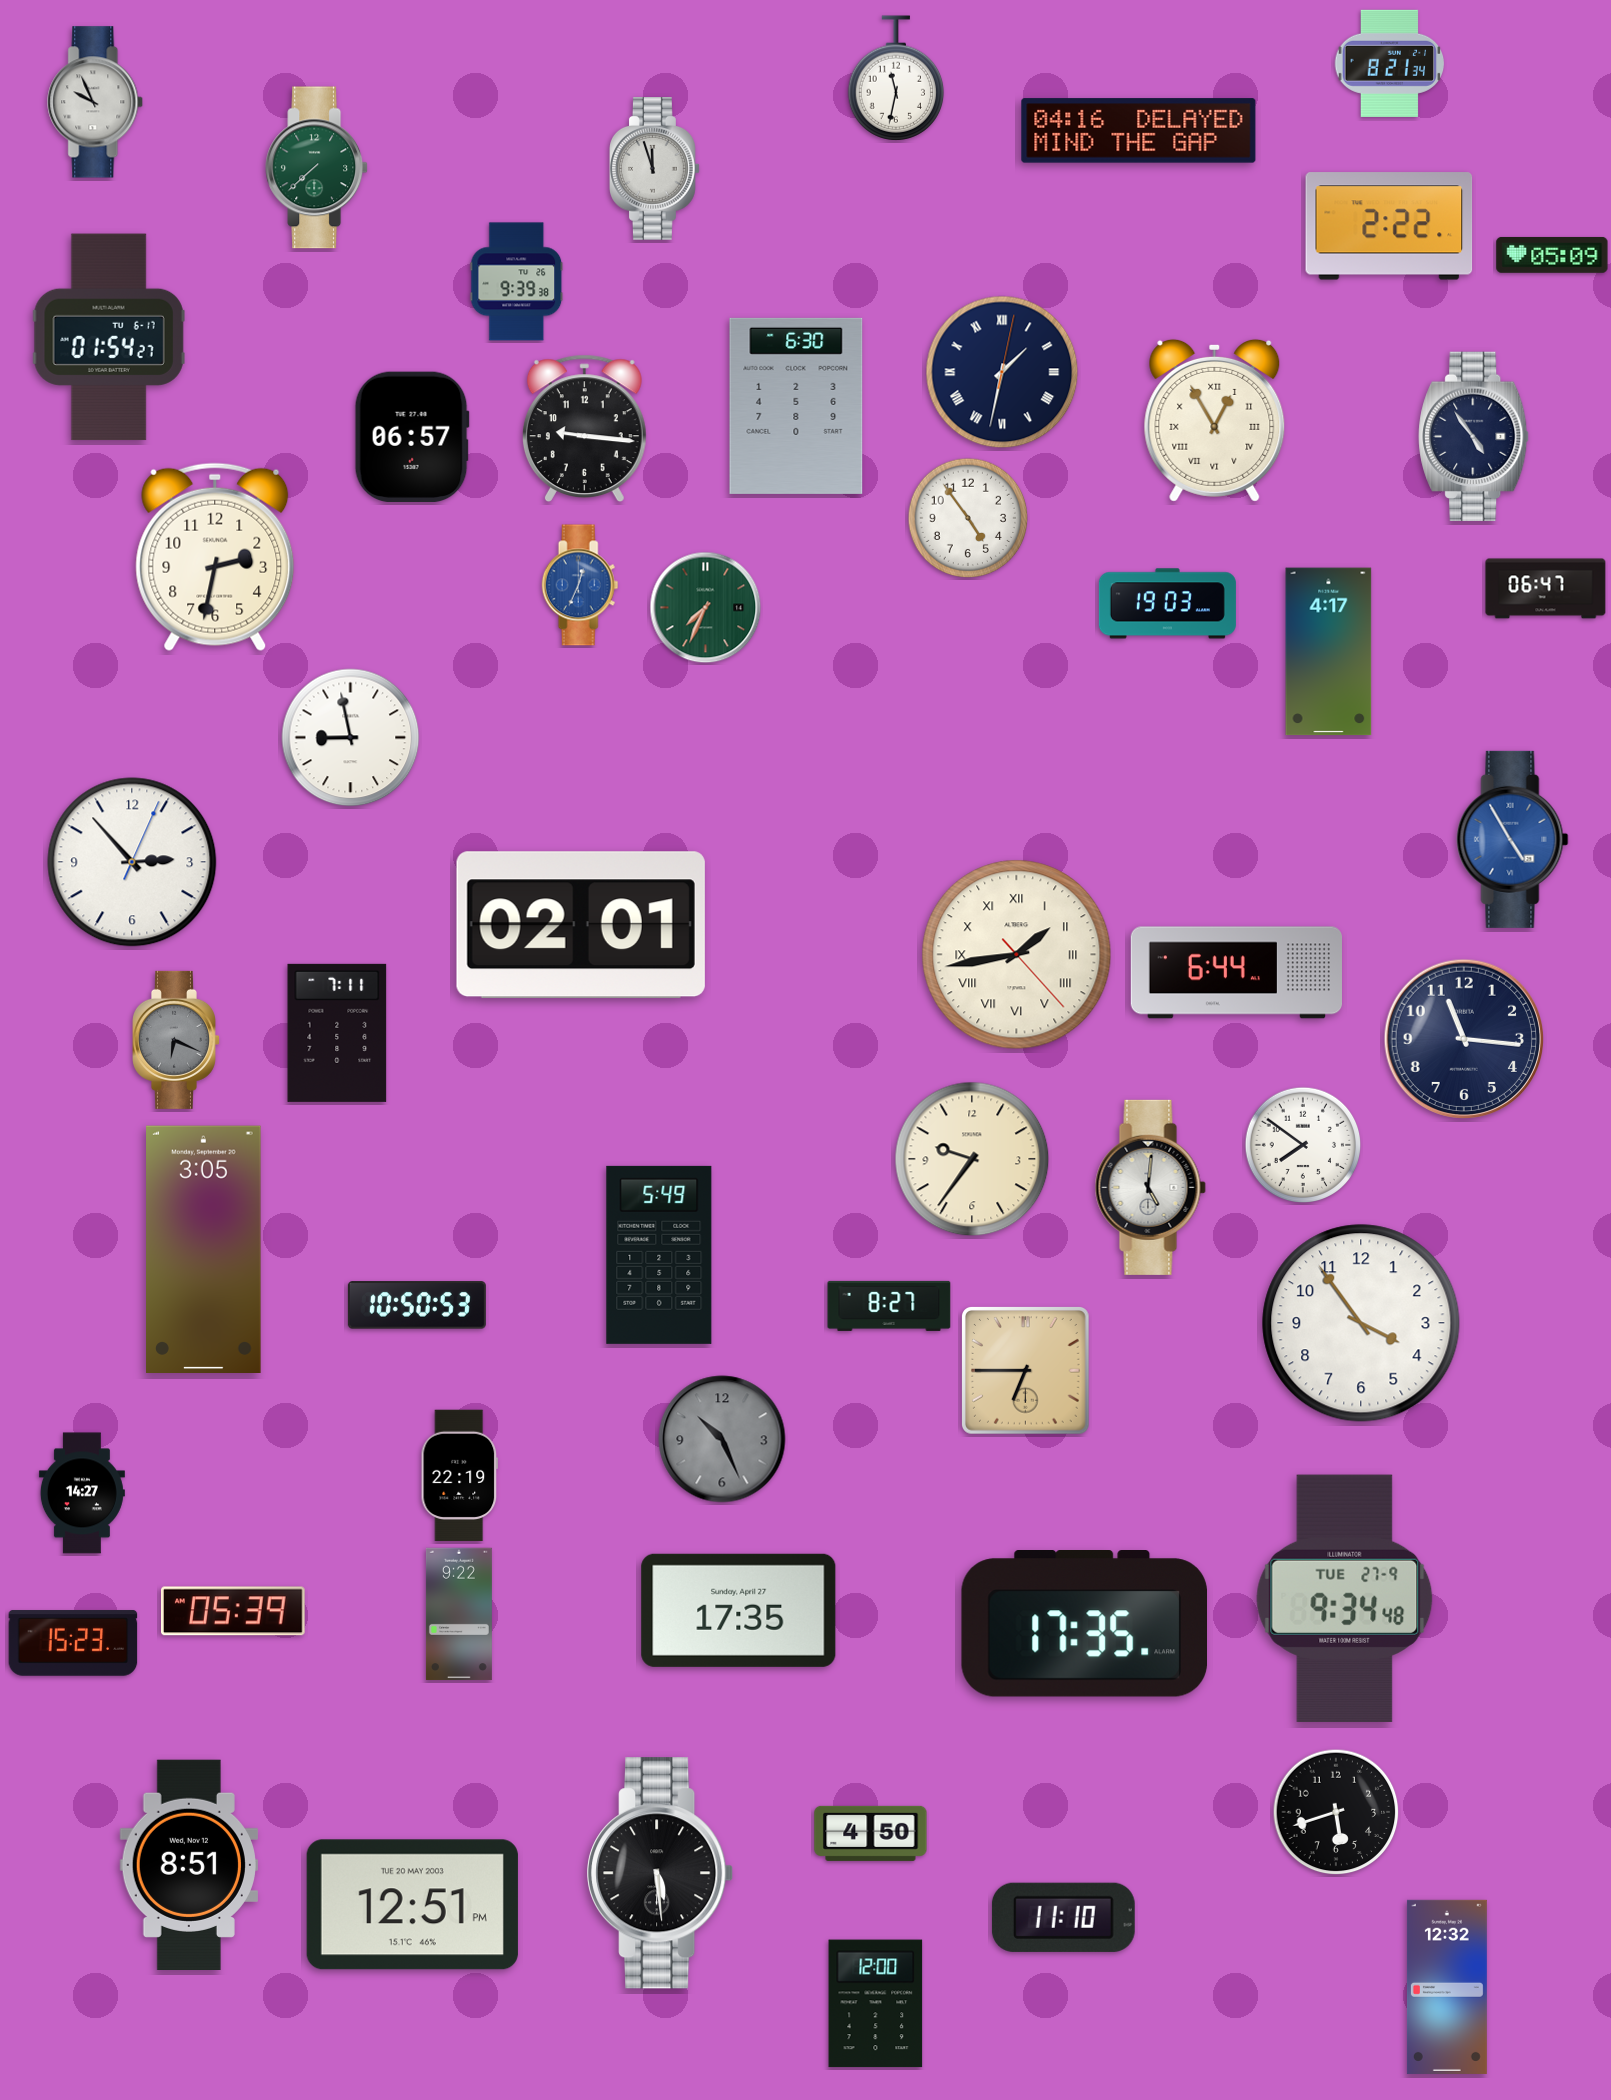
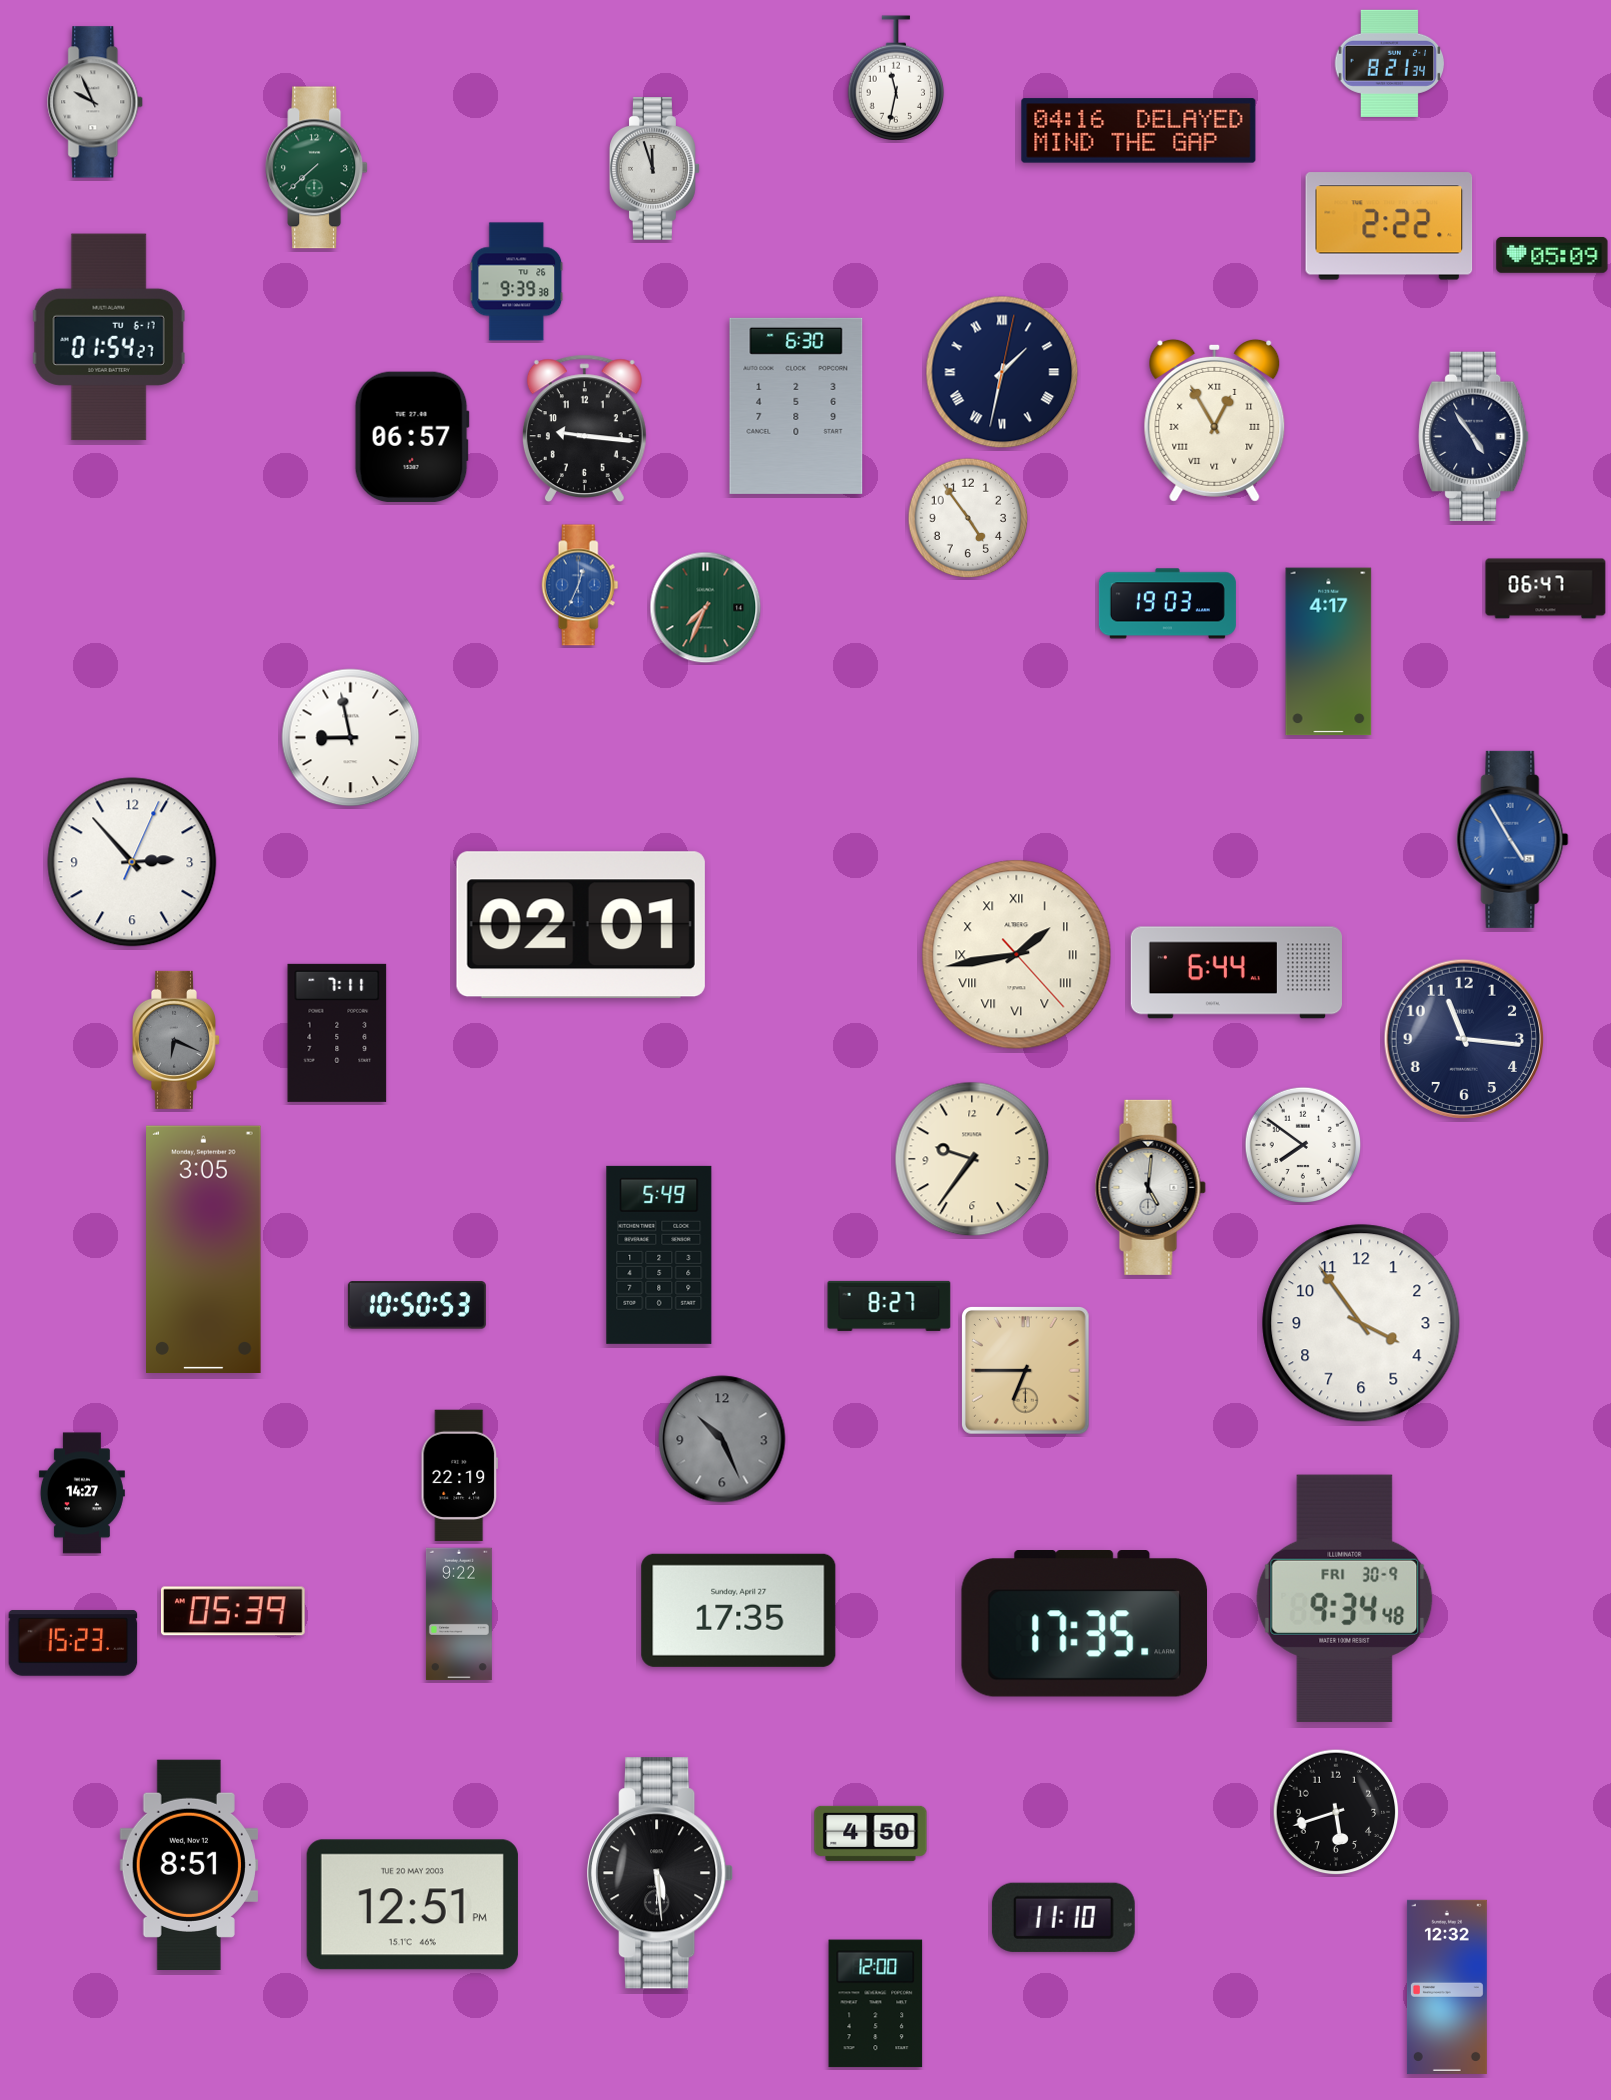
clock at (215, 557): 2:32 -> none
clock at (1345, 1598) date: TUE 27-9 -> FRI 30-9
